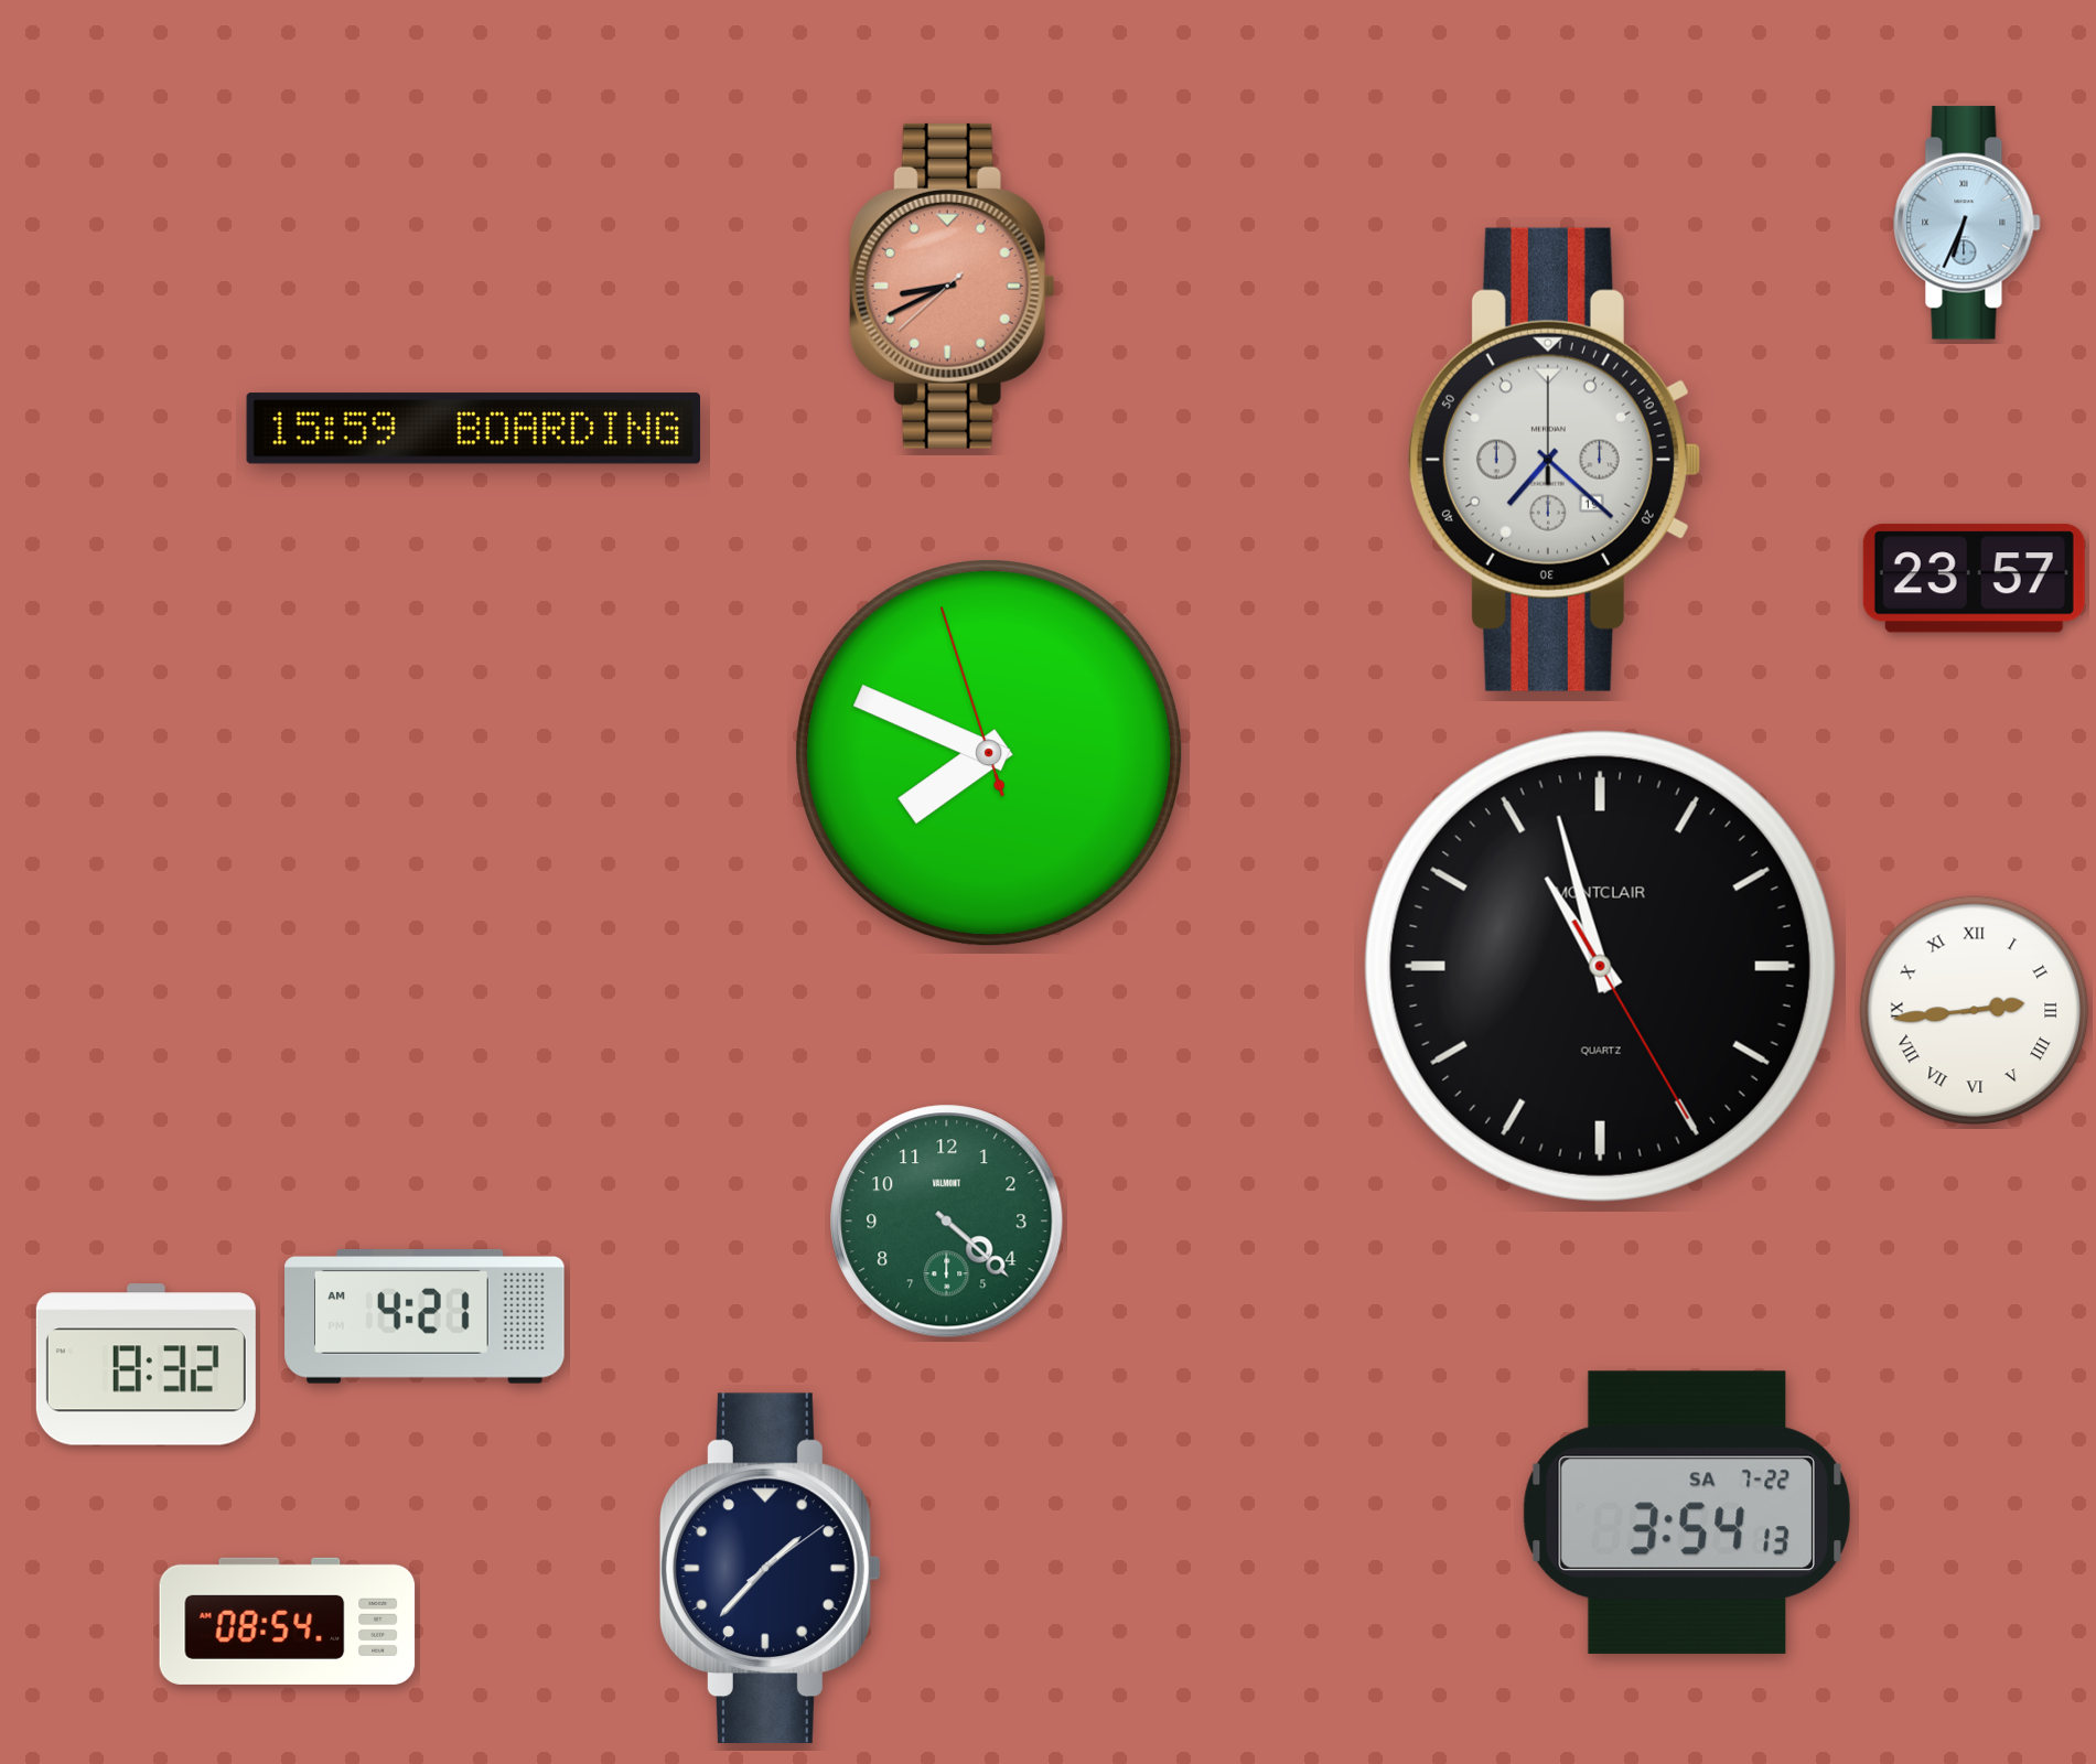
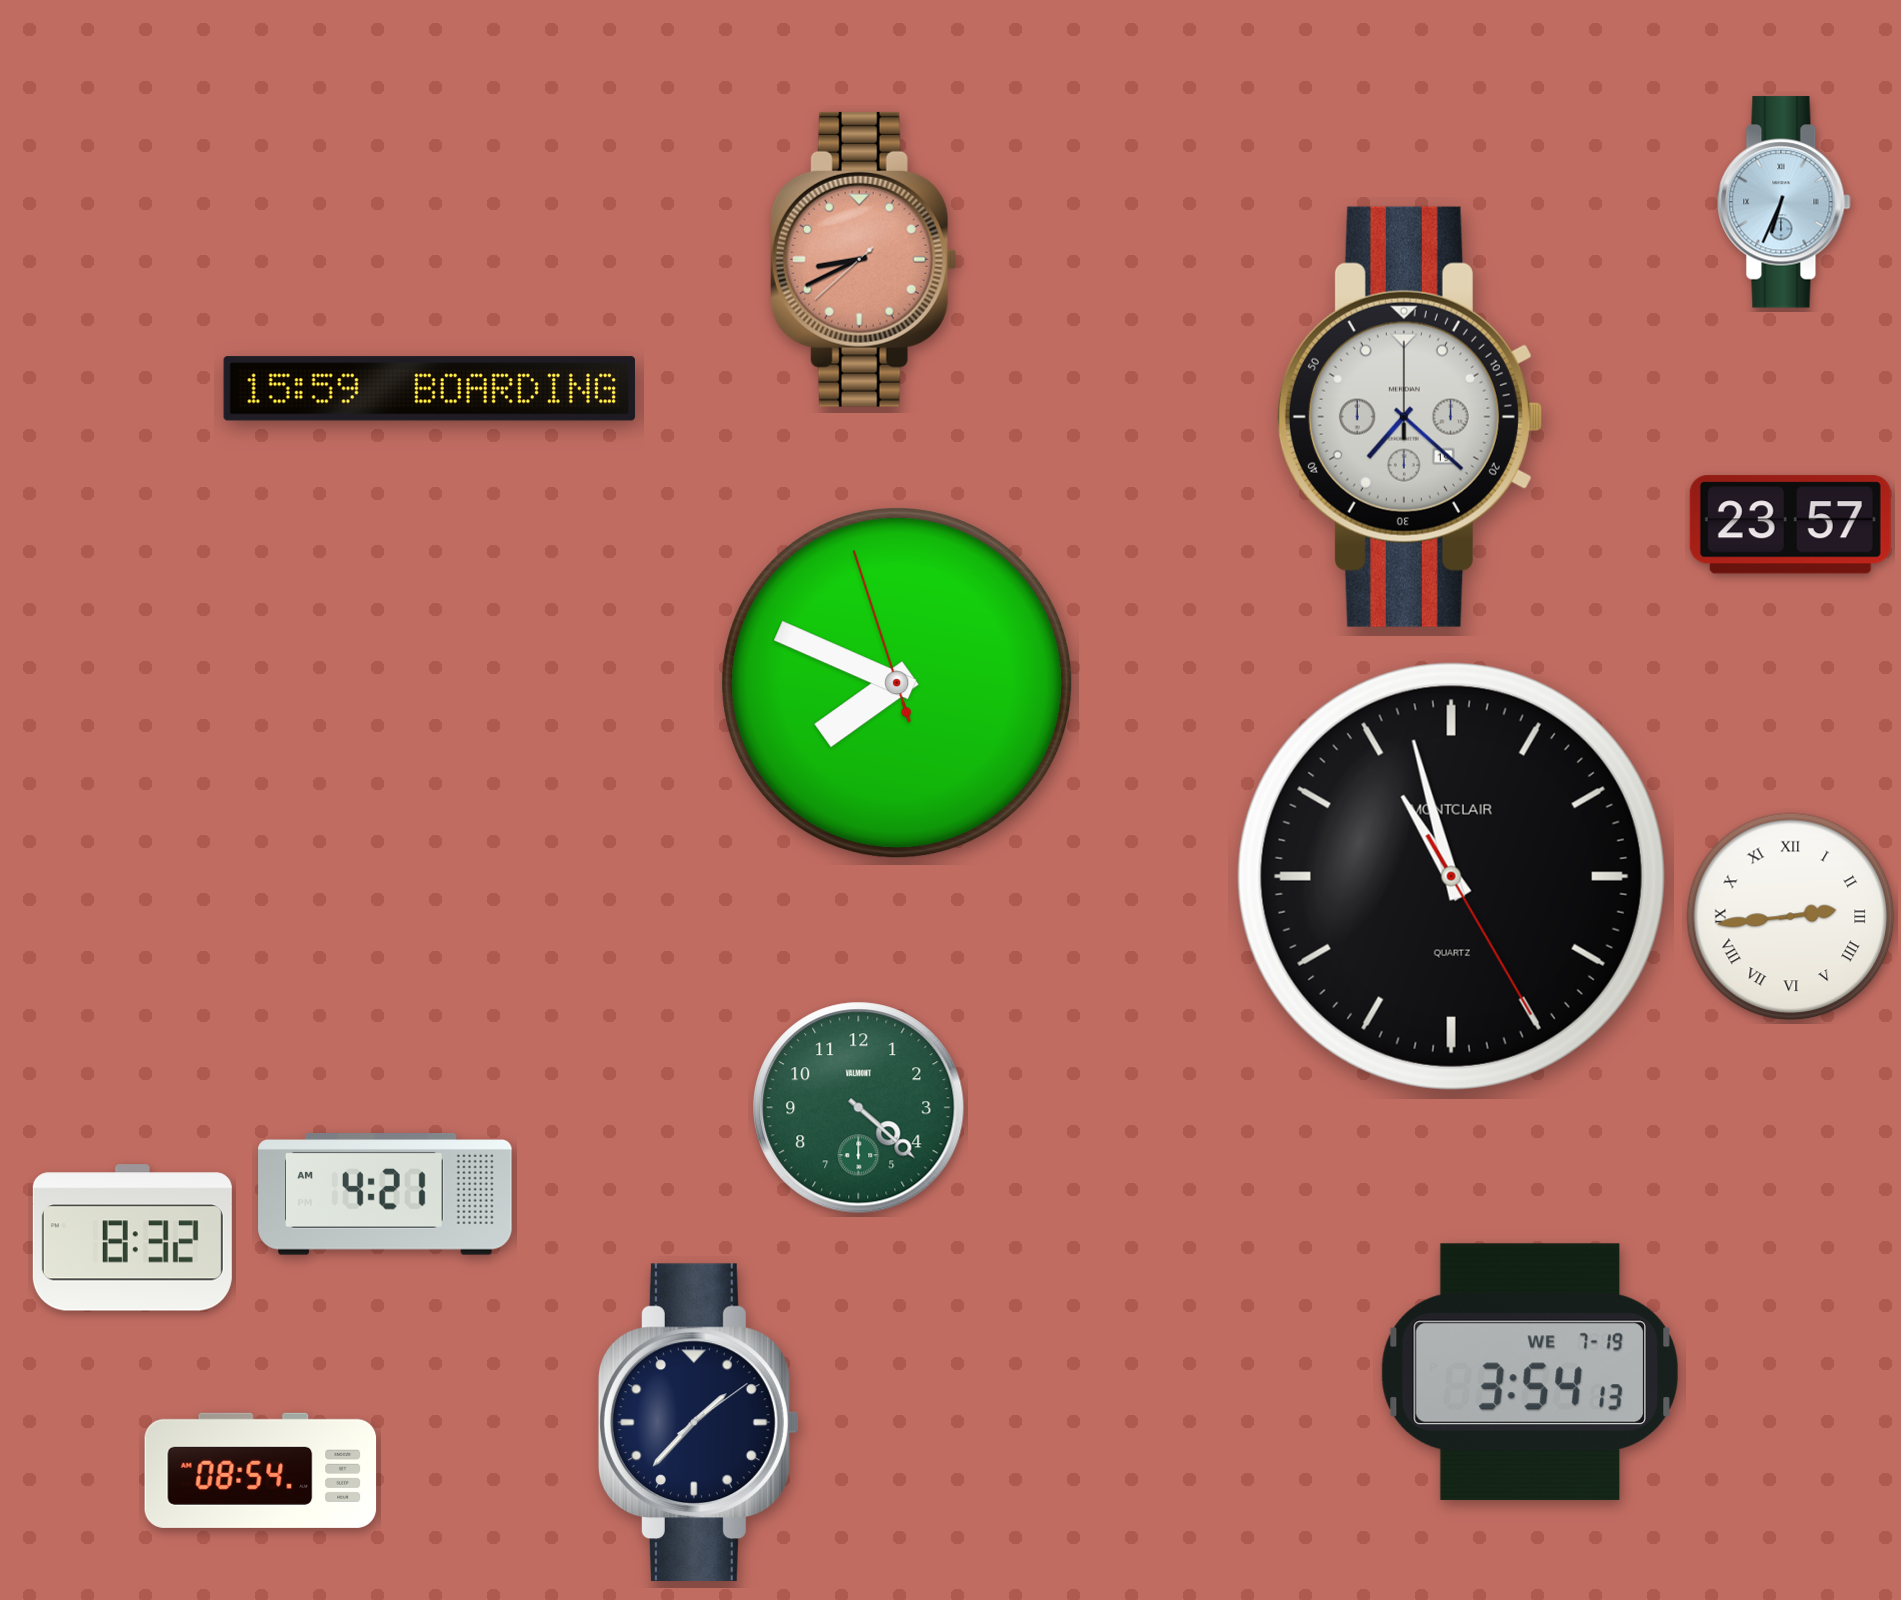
clock at (1687, 1513) date: SA 7-22 -> WE 7-19
